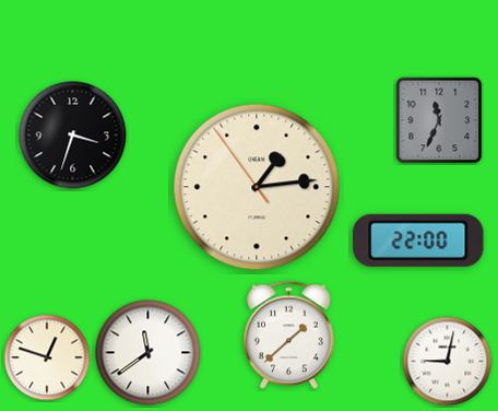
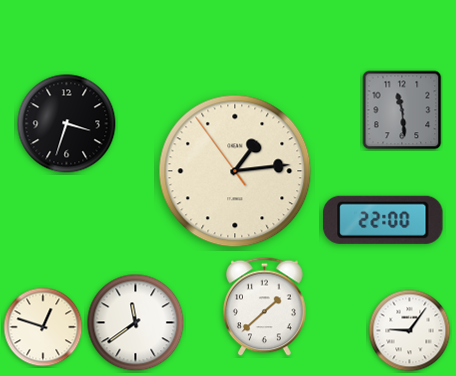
clock at (439, 120): 11:34 -> 11:29
clock at (448, 362): 9:02 -> 9:06
